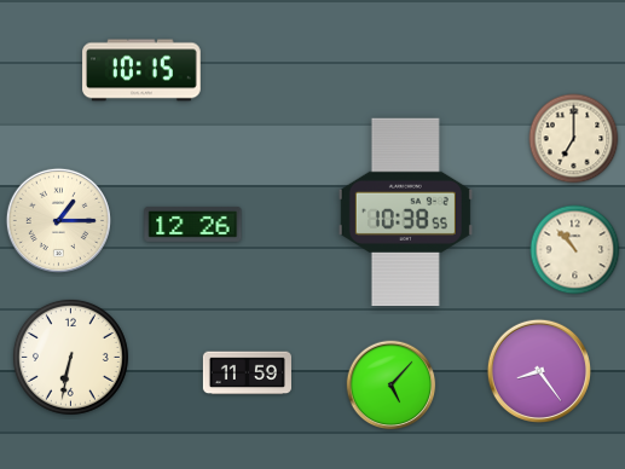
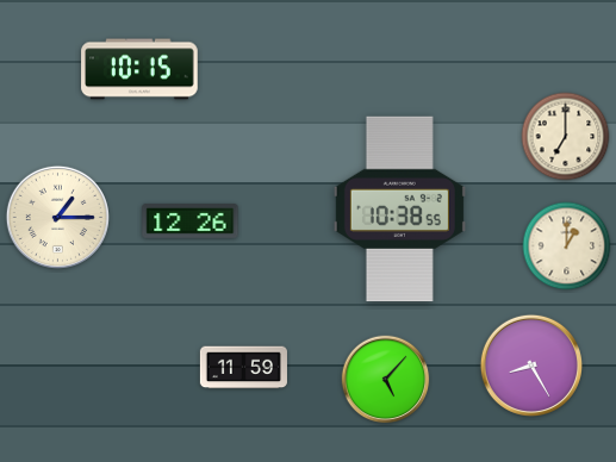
clock at (575, 250): 10:53 -> 1:00
clock at (70, 357): 6:32 -> none
clock at (538, 370): 8:24 -> 8:25
